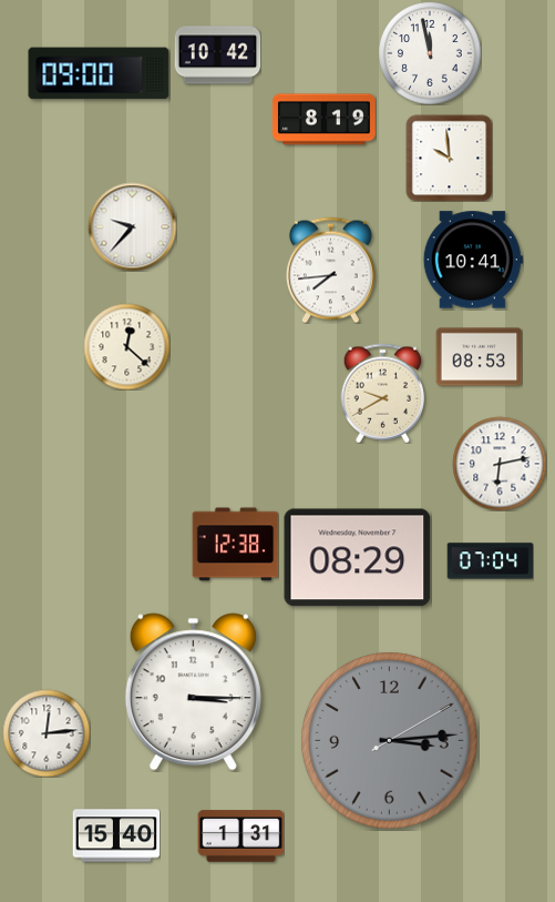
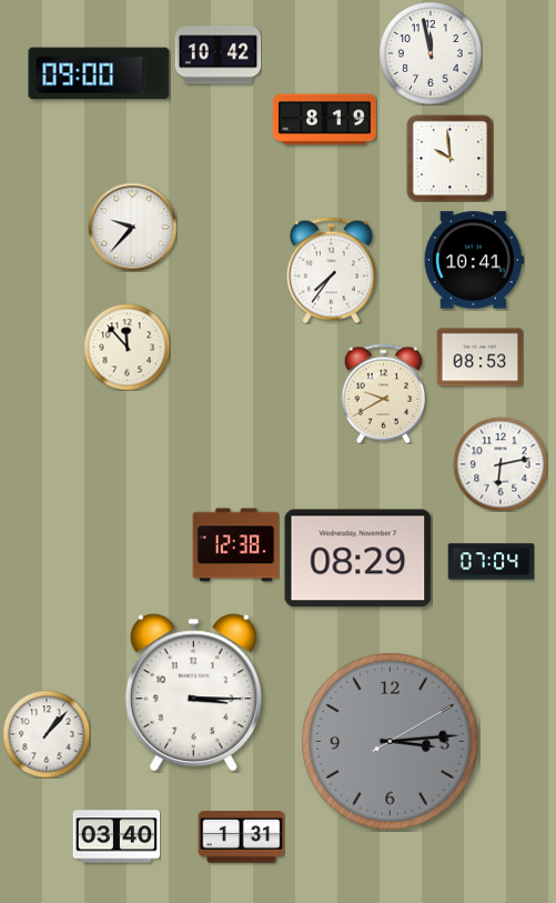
clock at (330, 270): 7:44 -> 7:36
clock at (126, 346): 12:22 -> 11:53
clock at (47, 733): 12:14 -> 1:07
clock at (116, 835): 15:40 -> 03:40
